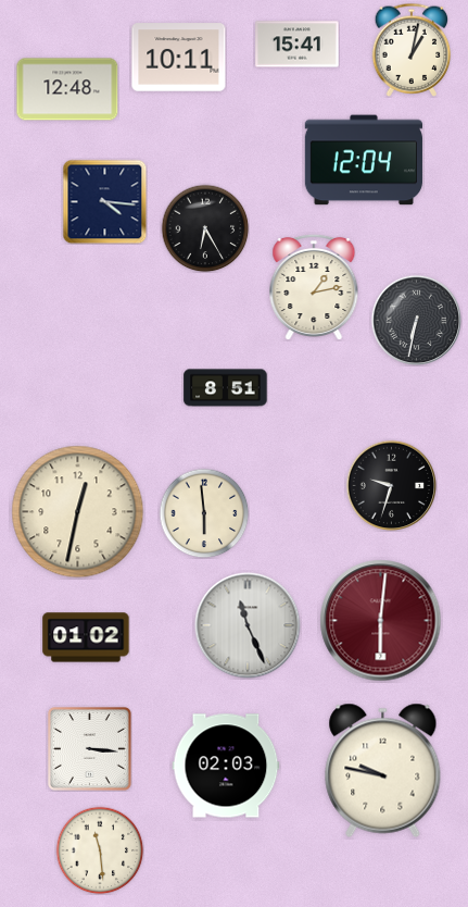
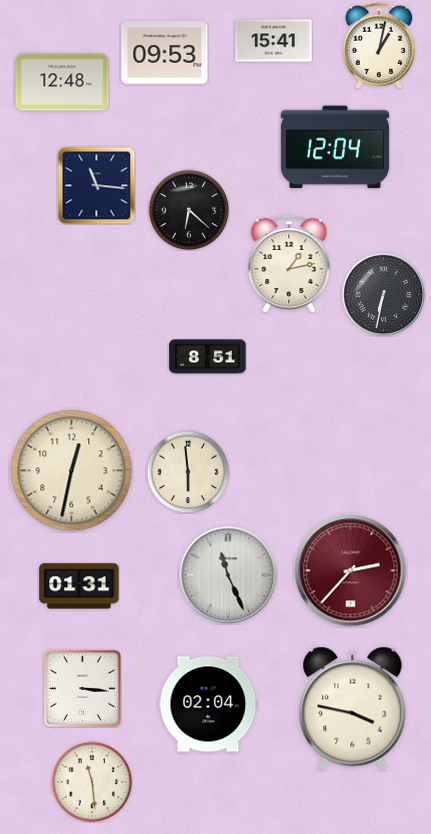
clock at (179, 58): 10:11 -> 09:53
clock at (104, 201): 4:16 -> 11:16
clock at (205, 228): 6:25 -> 6:22
clock at (391, 485): 9:33 -> none
clock at (381, 621): 6:01 -> 2:37
clock at (86, 637): 01:02 -> 01:31
clock at (226, 766): 02:03 -> 02:04
clock at (383, 770): 9:47 -> 3:47
